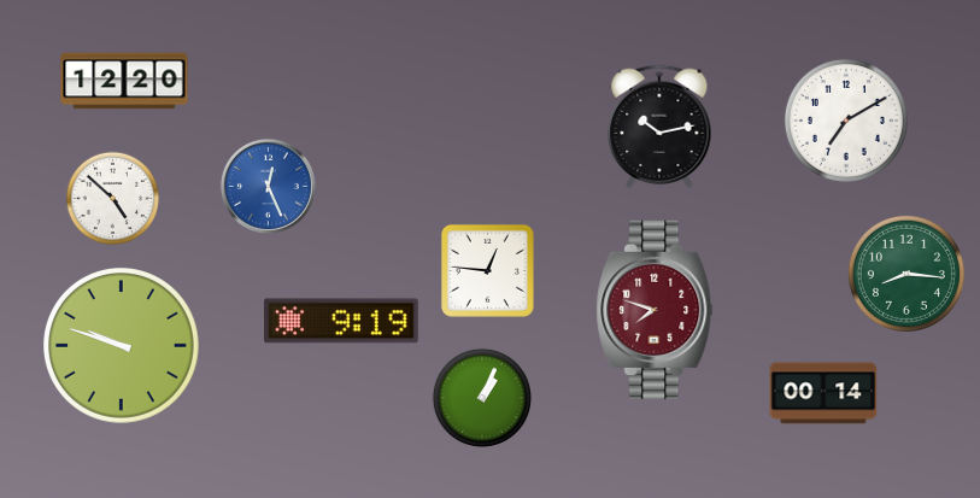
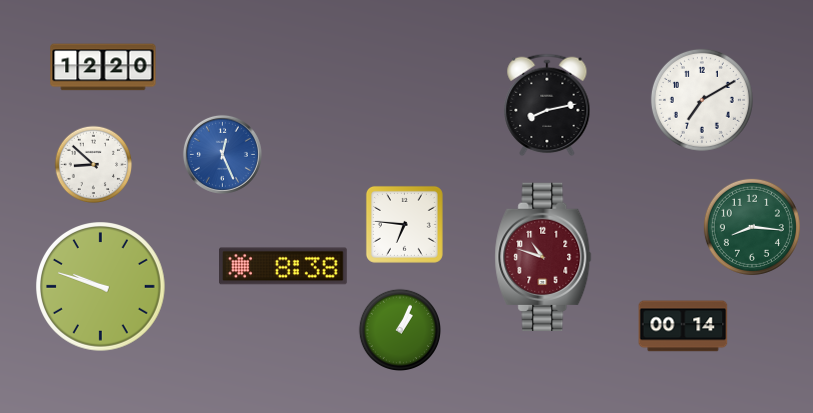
clock at (659, 127): 10:13 -> 8:13
clock at (113, 199): 4:52 -> 8:52
clock at (487, 270): 12:46 -> 6:46
clock at (655, 309): 7:48 -> 10:48
clock at (342, 321): 9:19 -> 8:38
